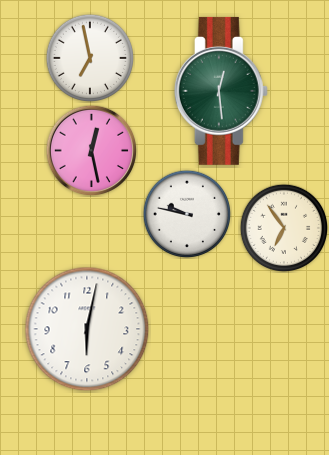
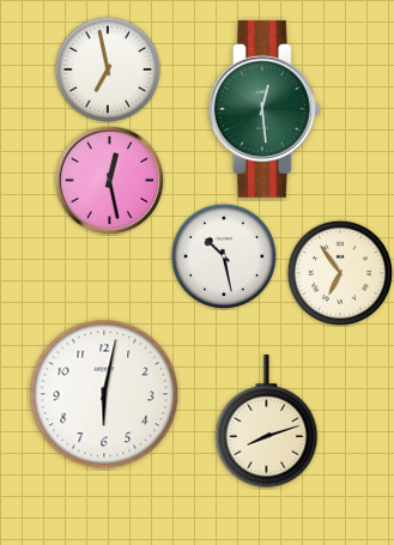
clock at (186, 213): 9:47 -> 10:28
clock at (267, 422): none -> 8:12
